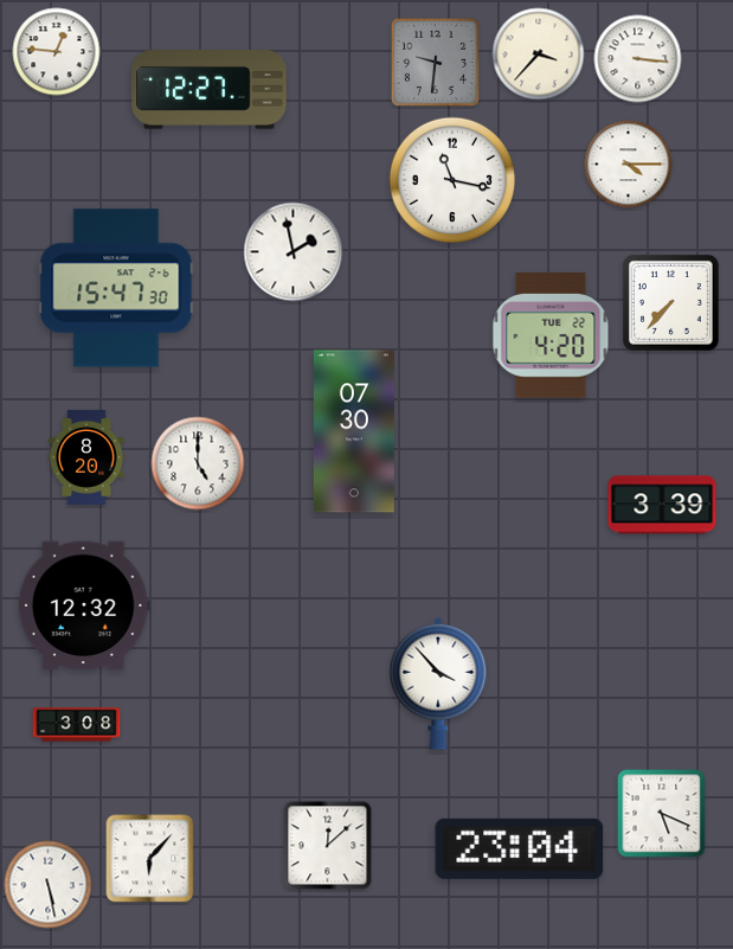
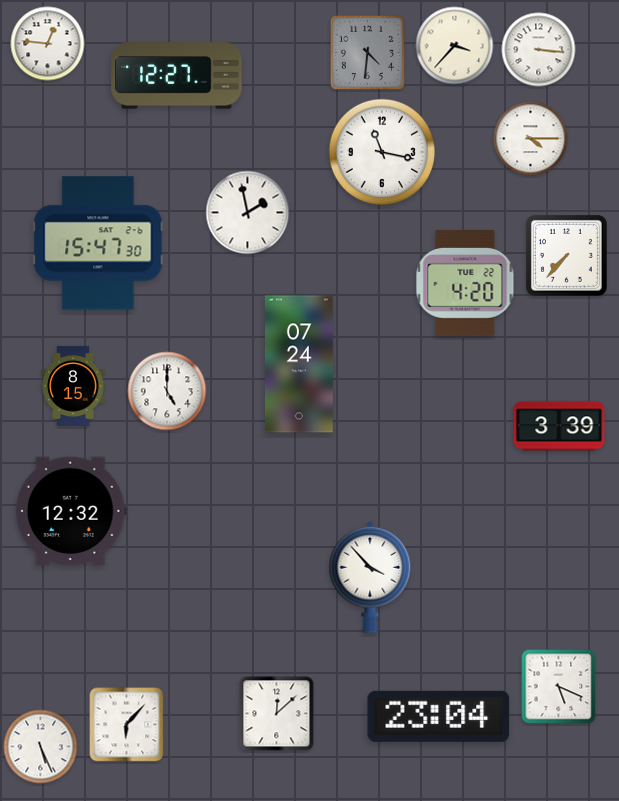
clock at (435, 62): 9:31 -> 4:31
clock at (354, 431): 07:30 -> 07:24
clock at (86, 457): 8:20 -> 8:15
clock at (77, 725): 3:08 -> none
clock at (49, 885): 5:28 -> 5:26
